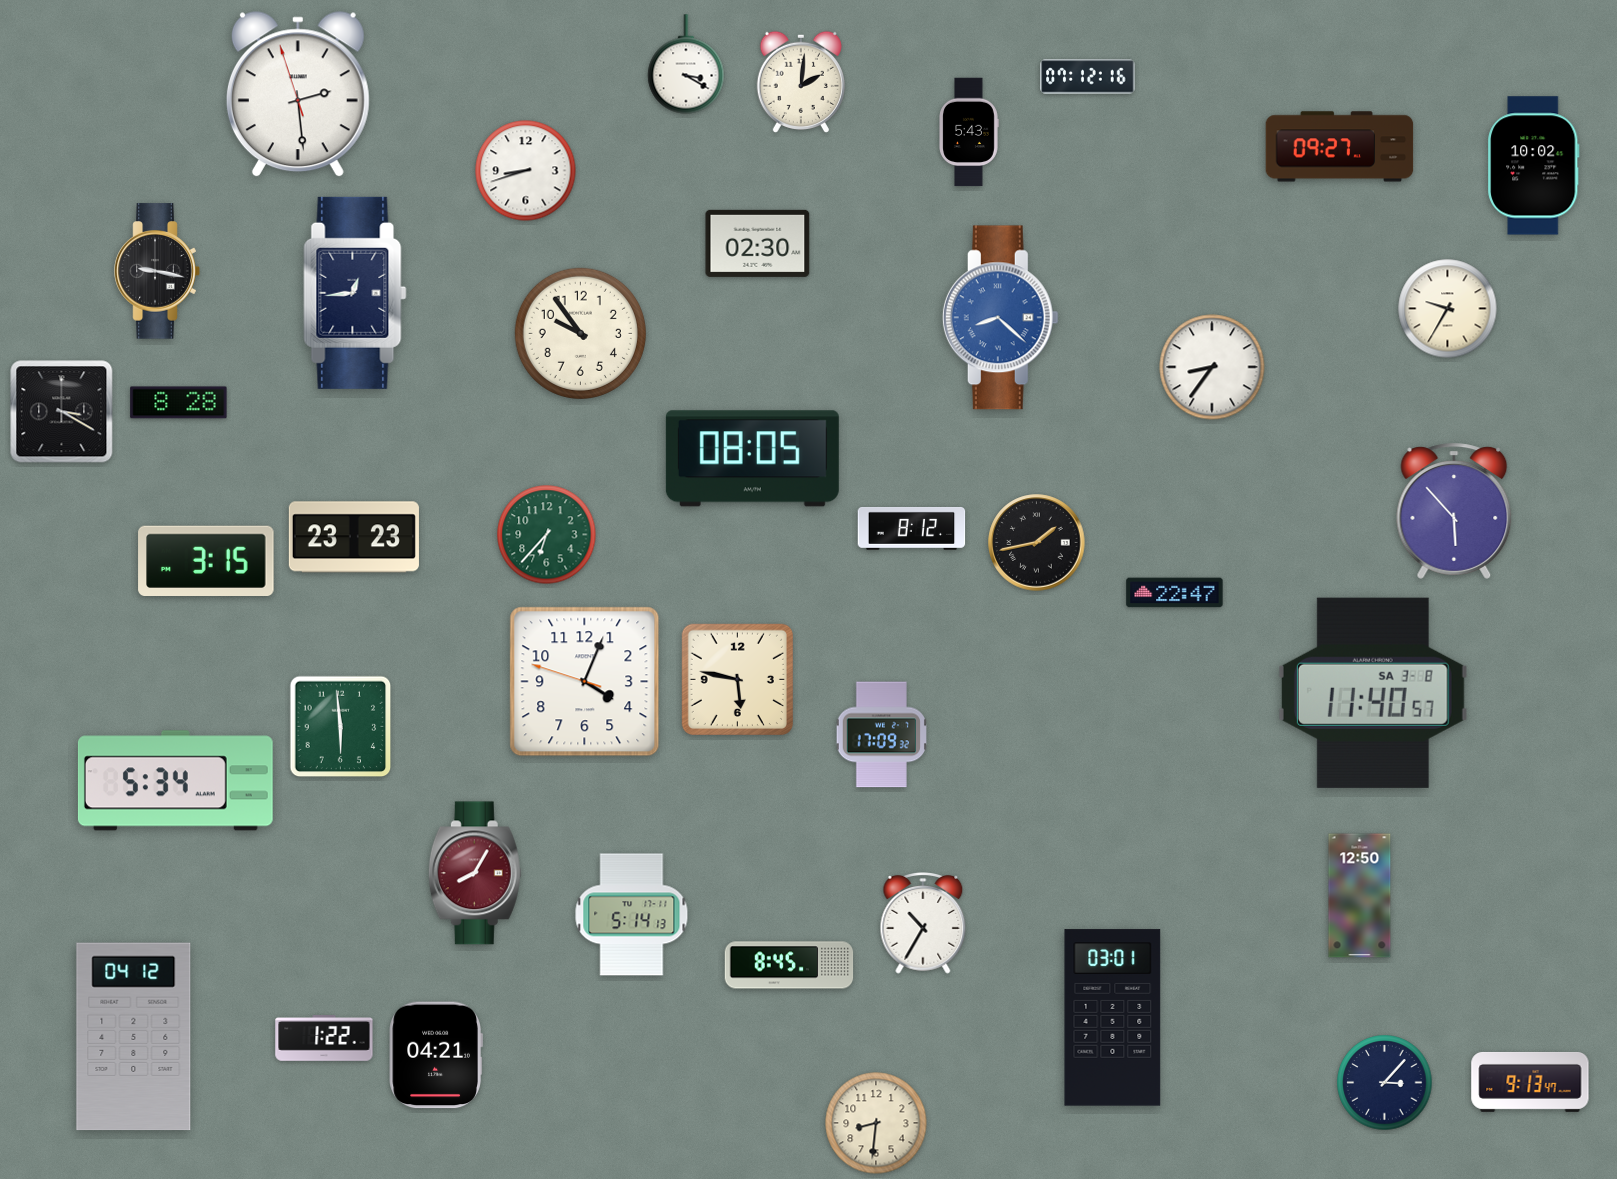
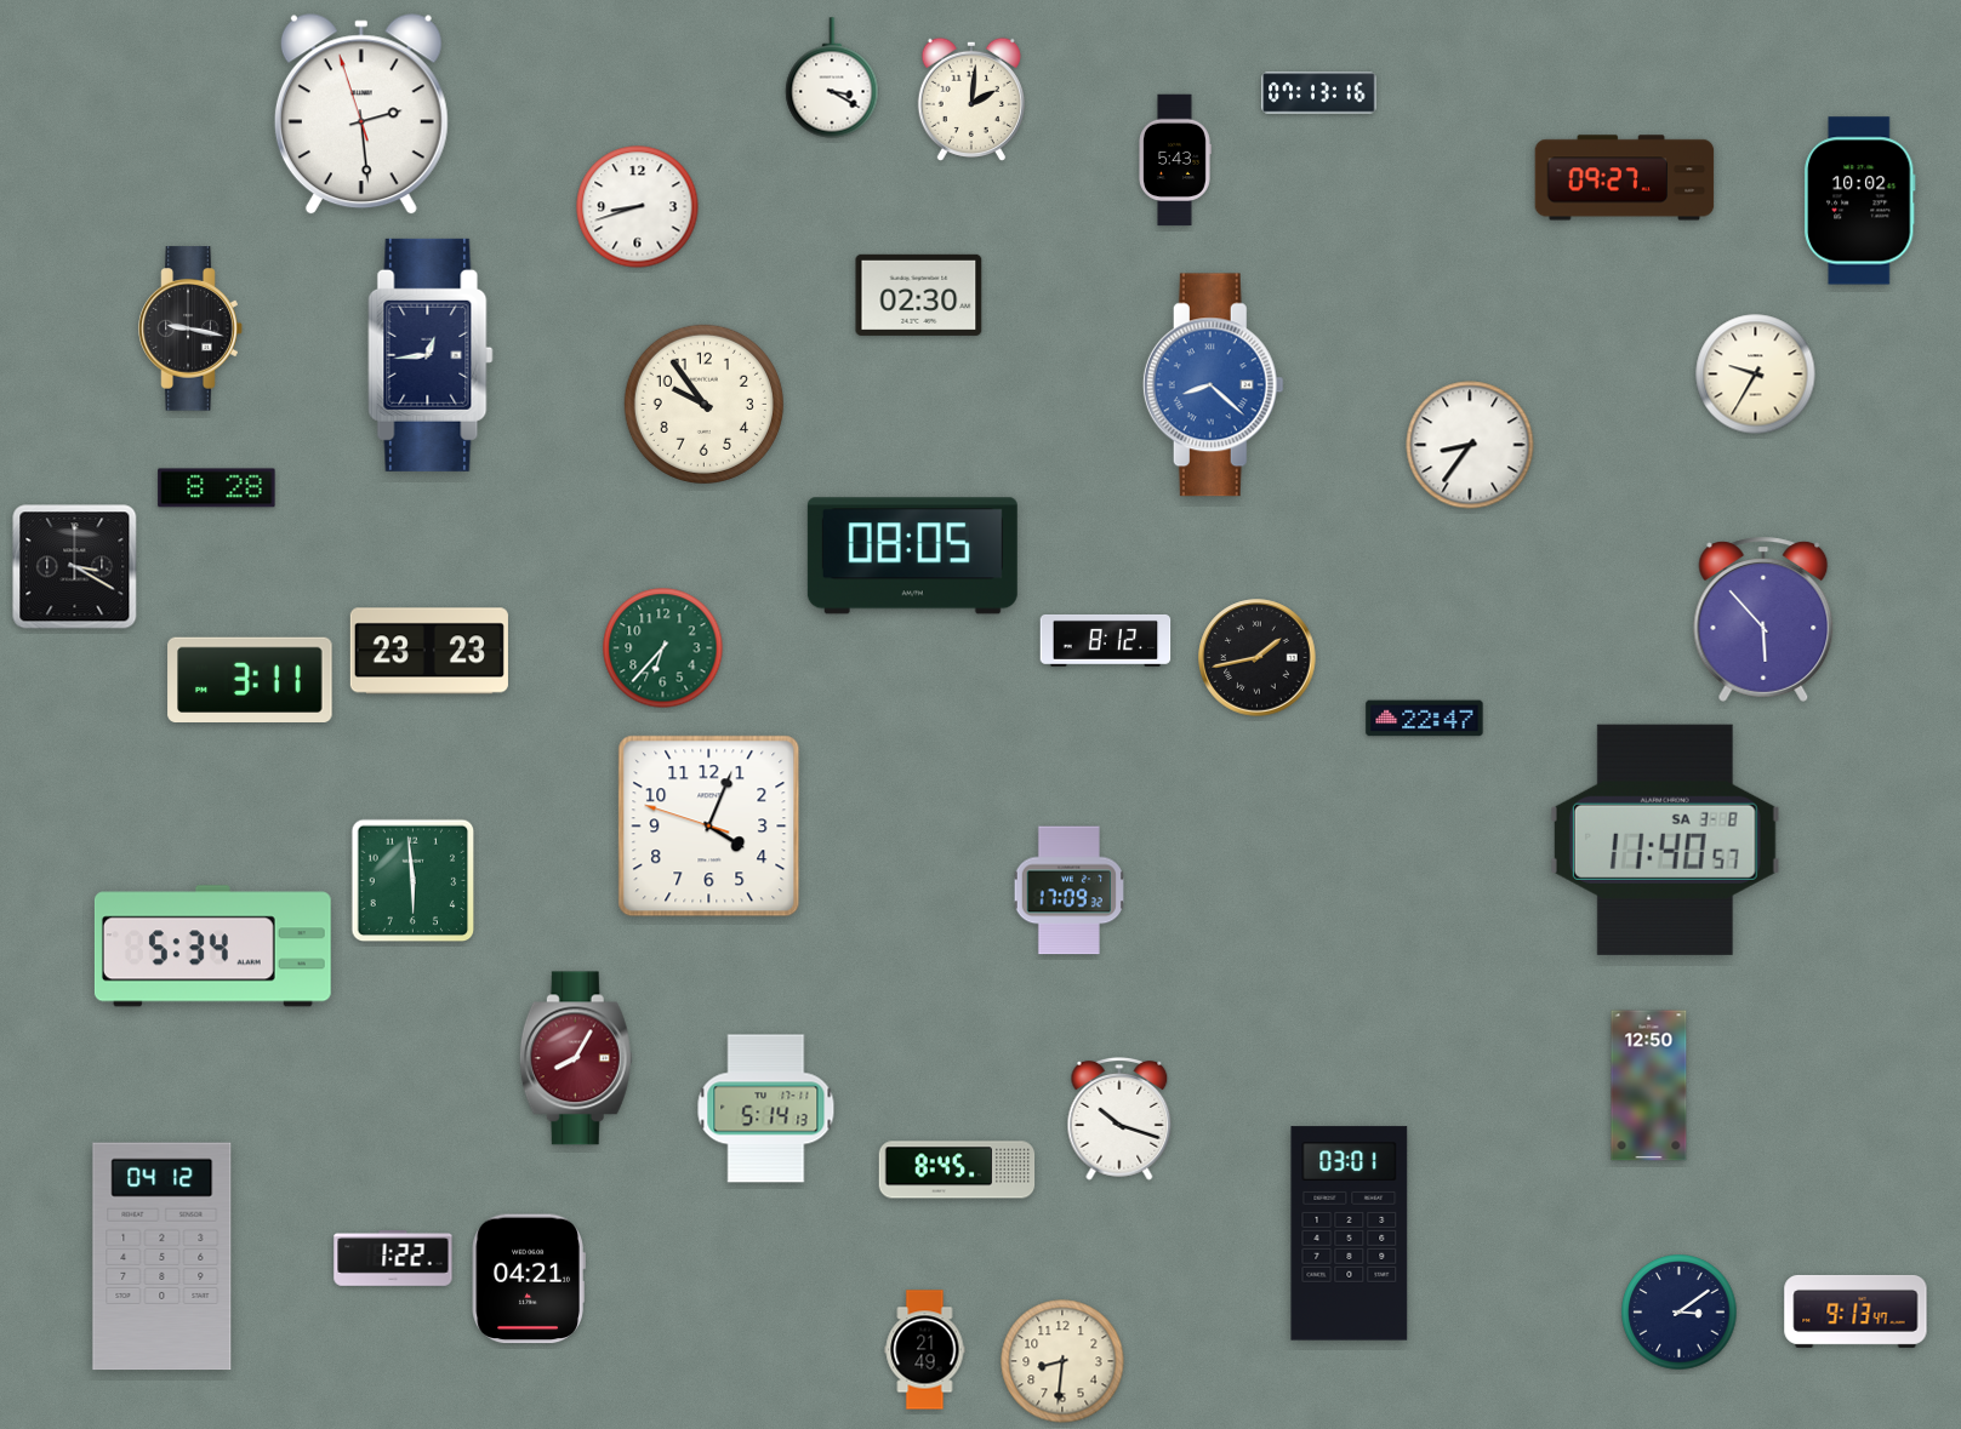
clock at (1088, 77): 07:12 -> 07:13
clock at (62, 412) position: (62, 412) -> (75, 567)
clock at (206, 560): 3:15 -> 3:11
clock at (737, 679): 5:47 -> none
clock at (923, 924): 10:35 -> 10:18
clock at (1385, 1083): 3:07 -> 3:09
clock at (925, 1350): none -> 21:49
